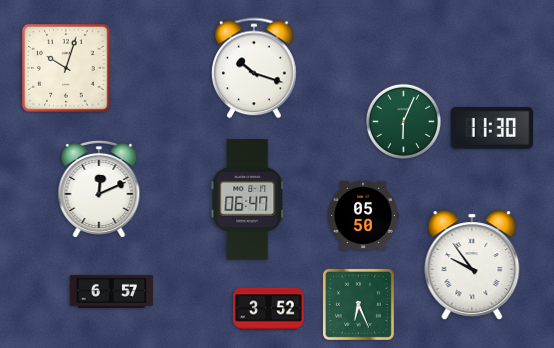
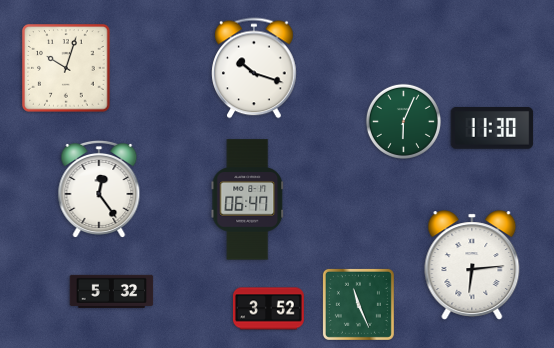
clock at (99, 188): 12:11 -> 12:24
clock at (363, 215): 05:50 -> none
clock at (472, 265): 9:54 -> 6:14
clock at (112, 291): 6:57 -> 5:32
clock at (358, 304): 6:26 -> 11:26
